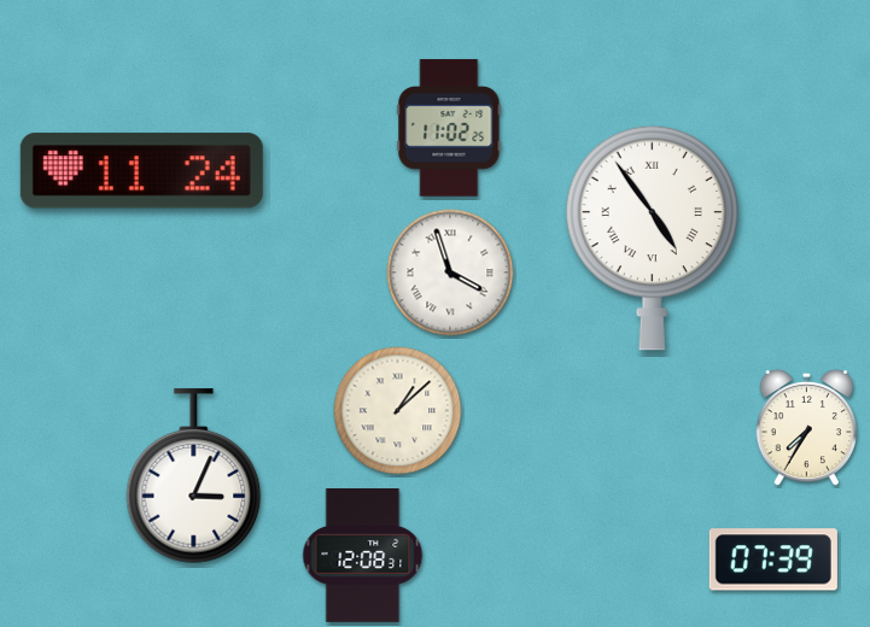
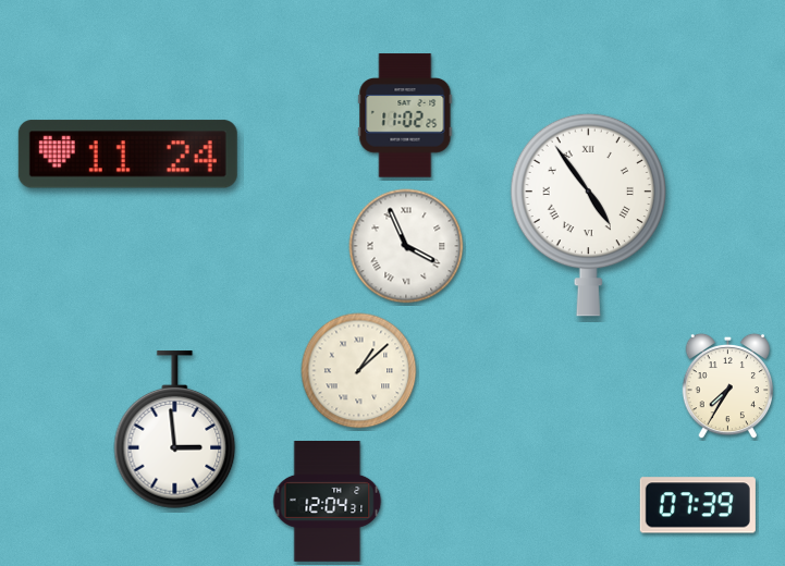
clock at (450, 273): 3:57 -> 3:56
clock at (194, 476): 3:04 -> 2:59
clock at (363, 556): 12:08 -> 12:04
